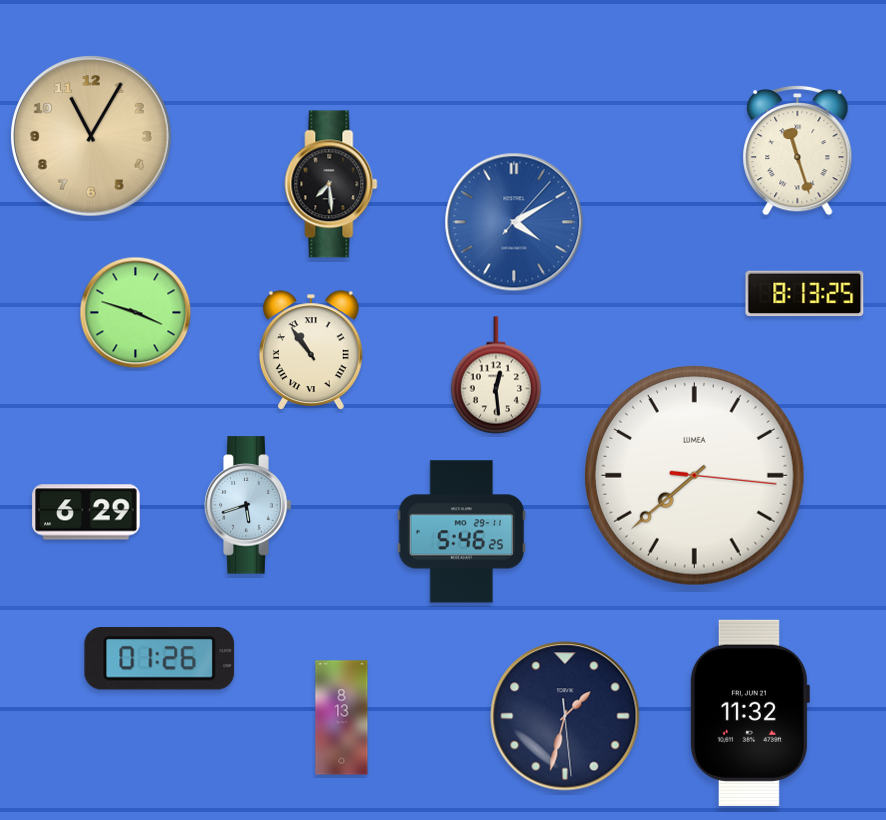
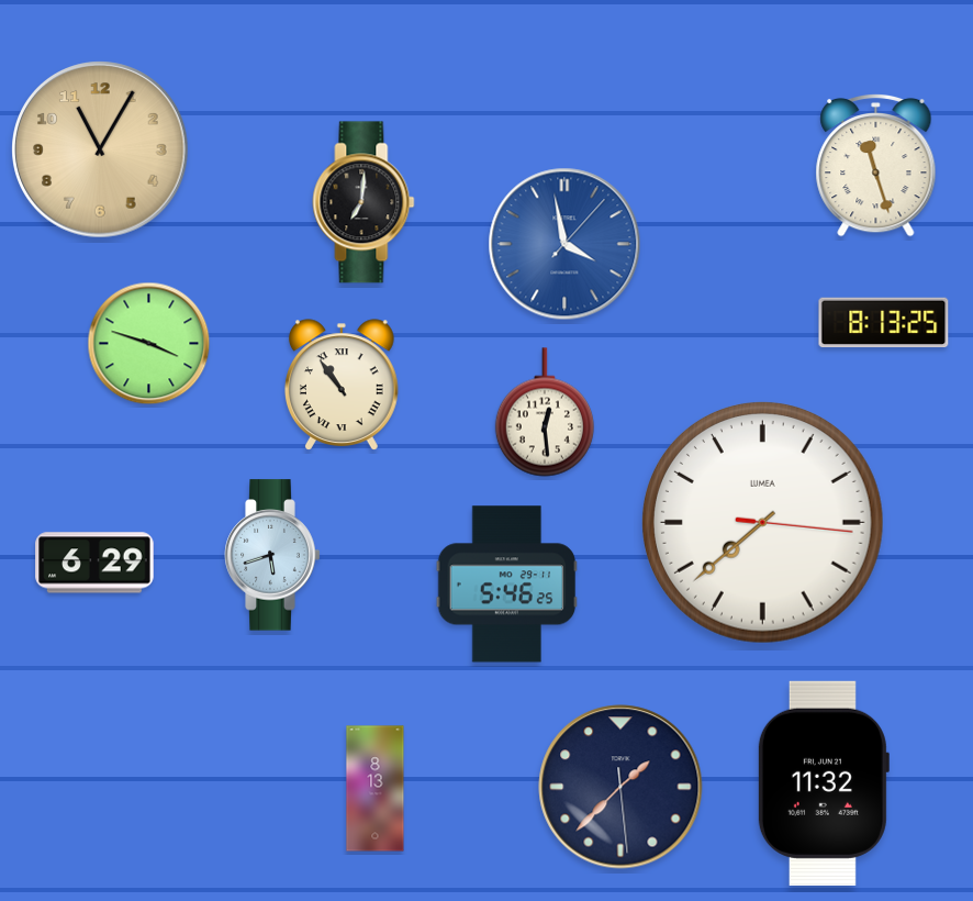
clock at (331, 184): 7:29 -> 7:01
clock at (514, 222): 4:10 -> 3:58
clock at (160, 659): 01:26 -> none
clock at (565, 716): 1:32 -> 1:37
